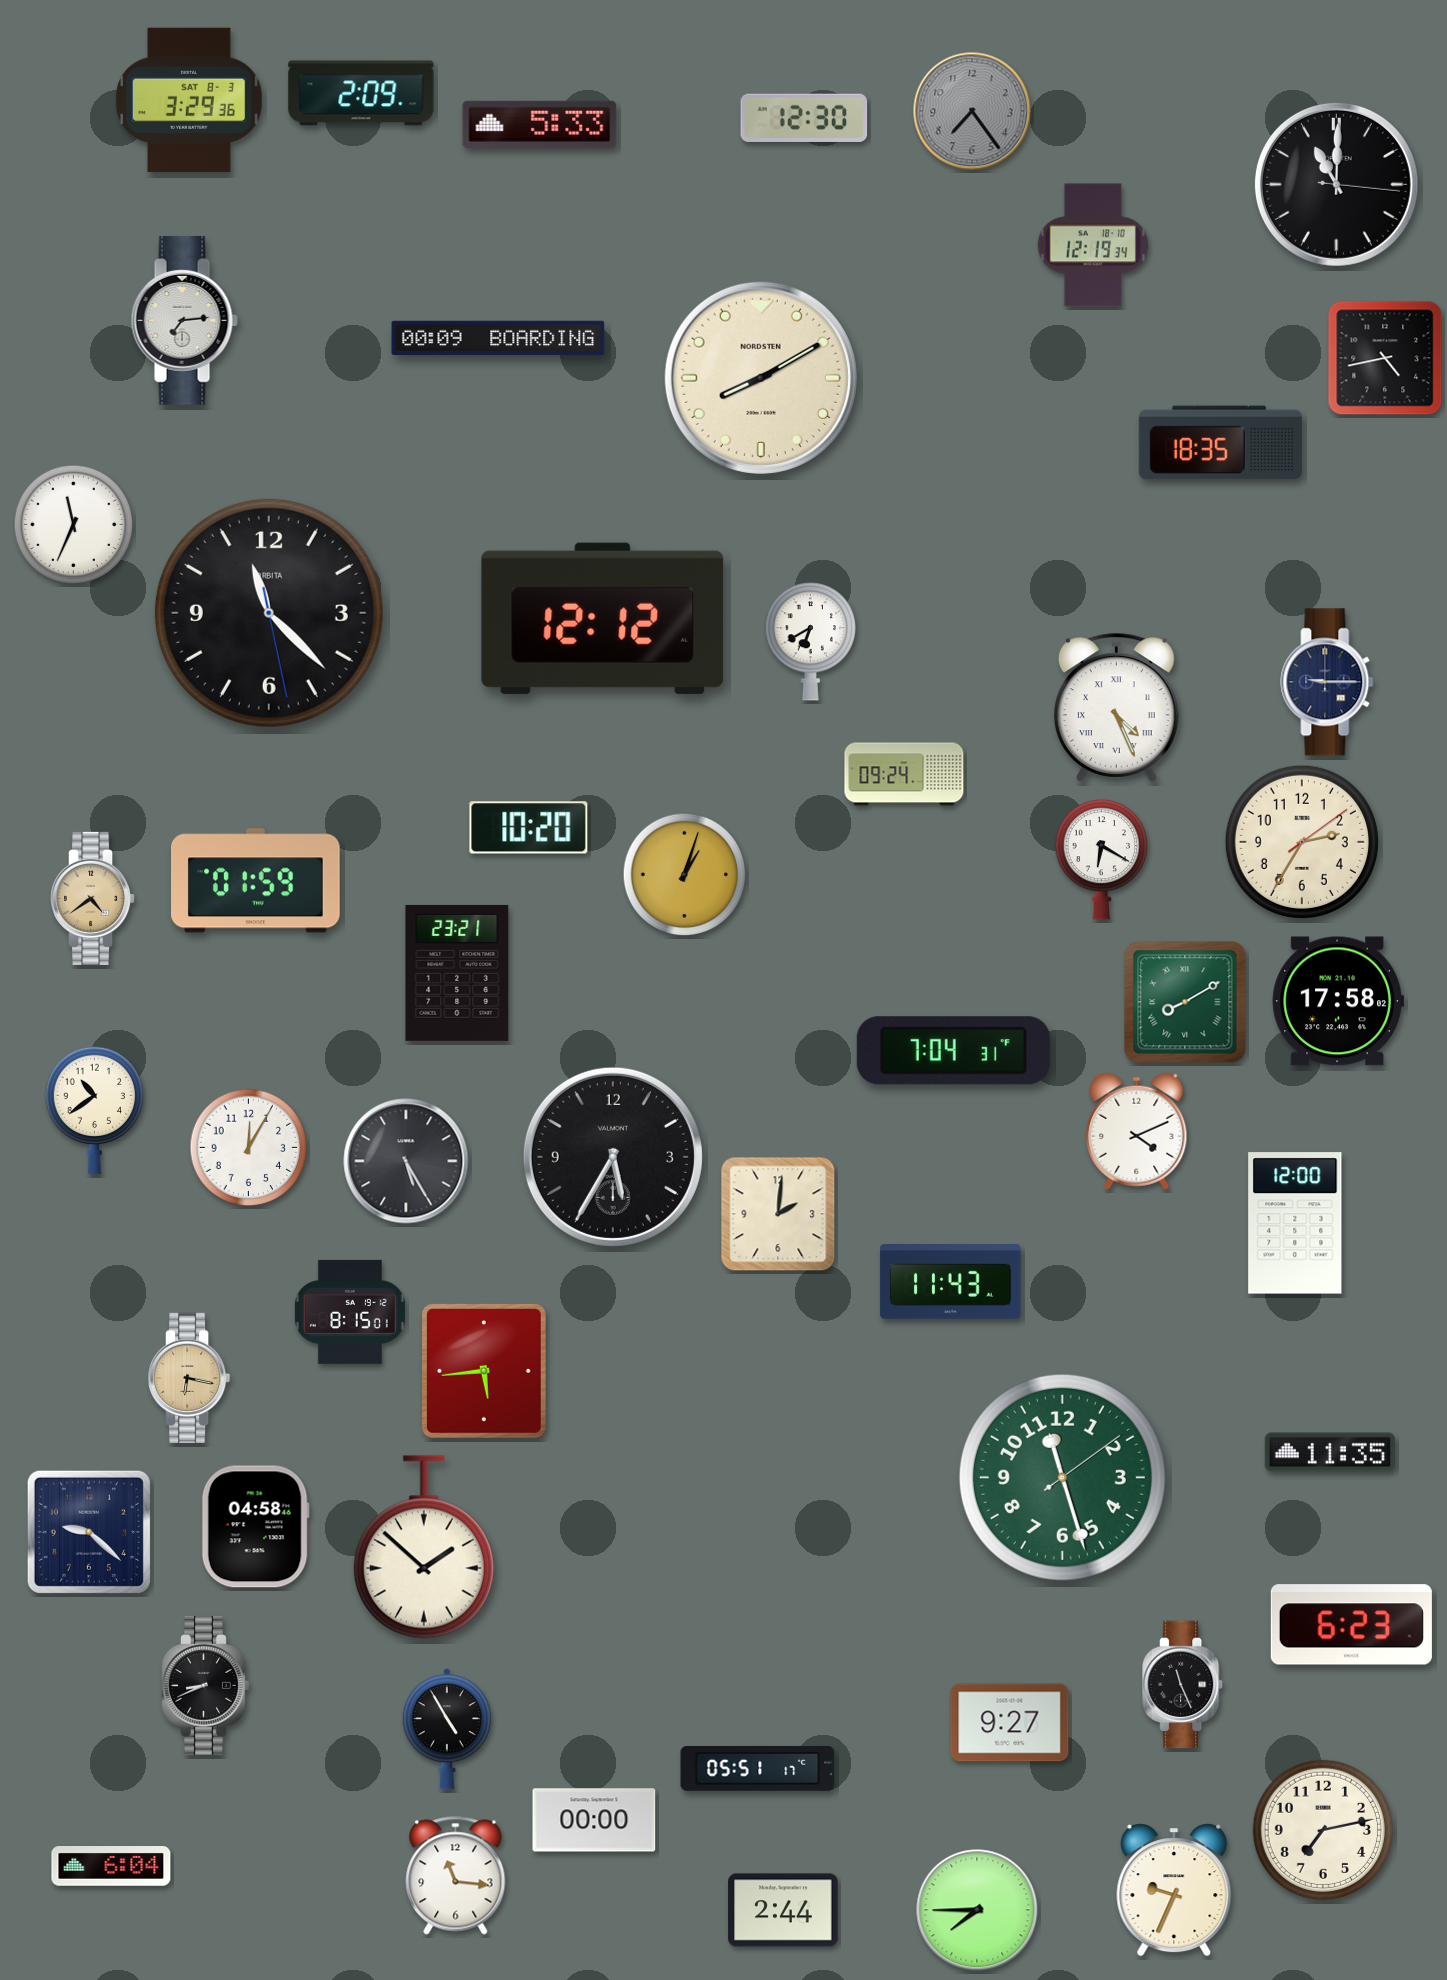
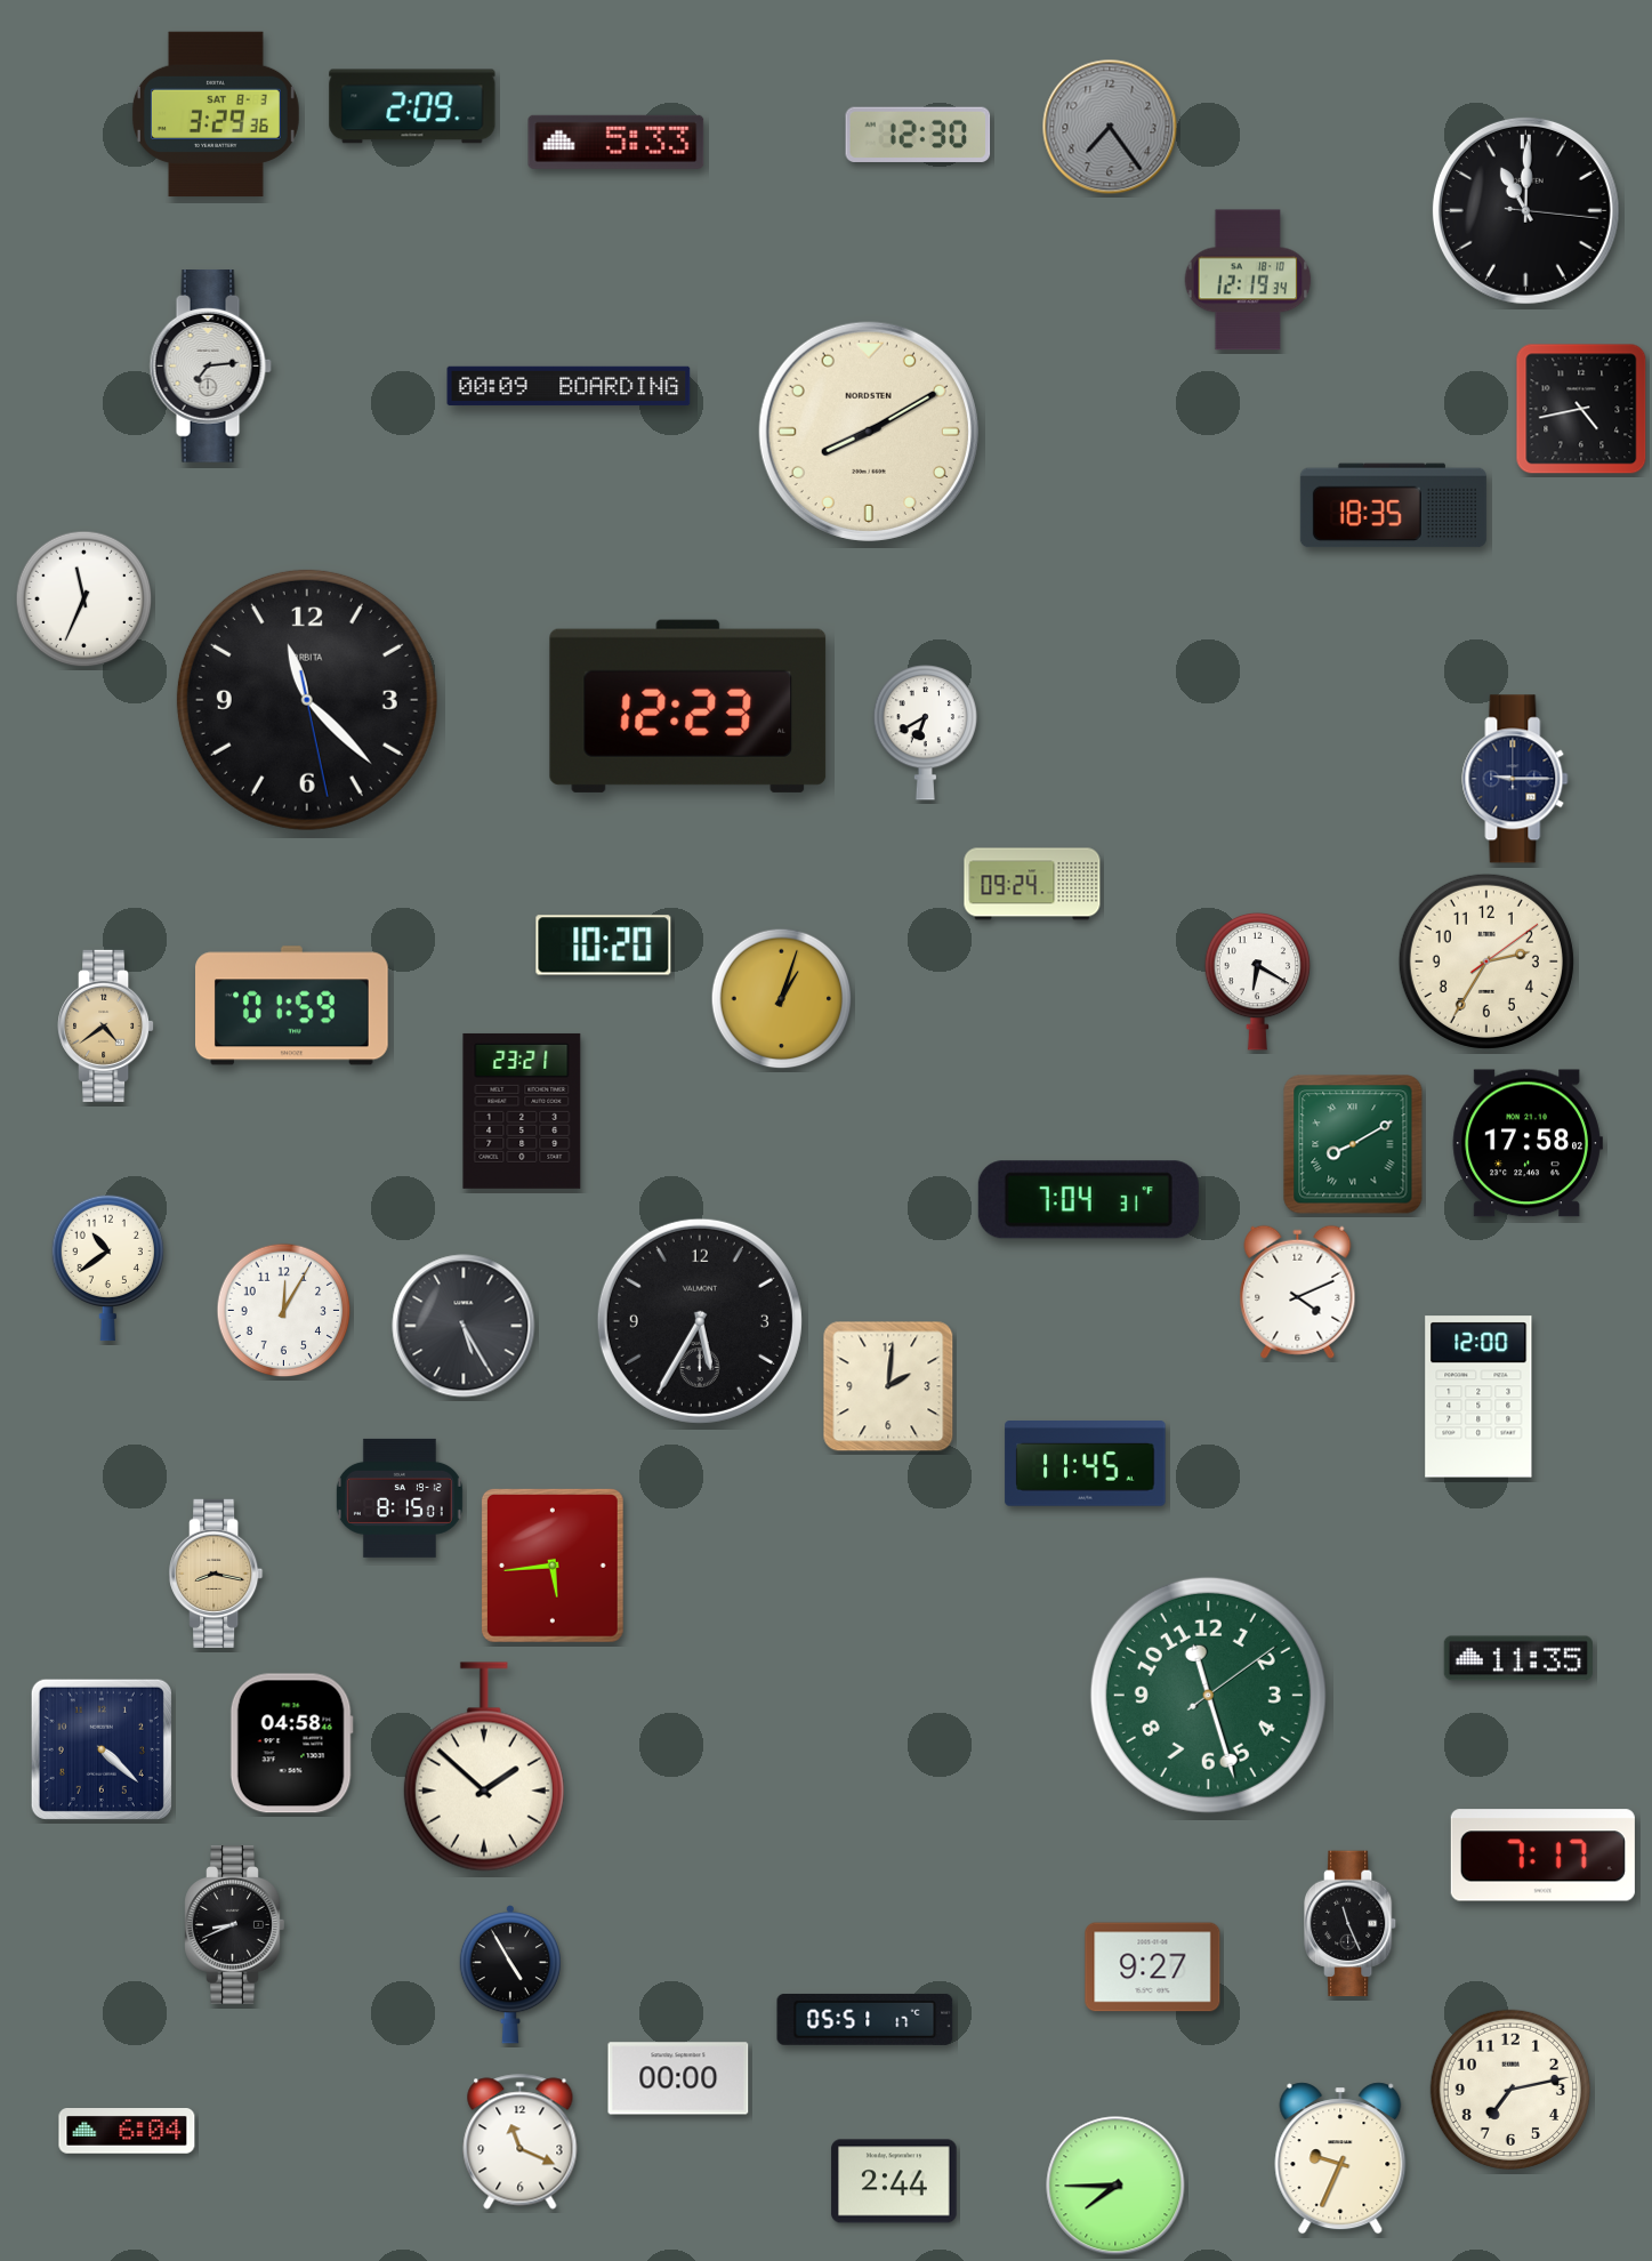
clock at (603, 618): 12:12 -> 12:23
clock at (1116, 707): 4:26 -> none
clock at (951, 1282): 11:43 -> 11:45
clock at (189, 1377): 6:17 -> 8:17
clock at (1062, 1477) position: (1062, 1477) -> (1208, 1695)
clock at (89, 1532): 9:22 -> 4:22
clock at (1351, 1625): 6:23 -> 7:17
clock at (456, 1876): 11:16 -> 11:19
clock at (977, 1910) position: (977, 1910) -> (1115, 2186)
